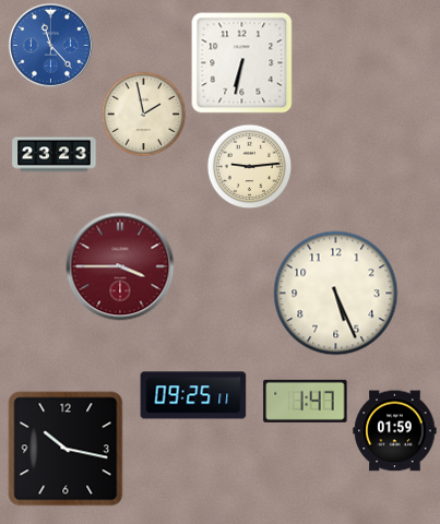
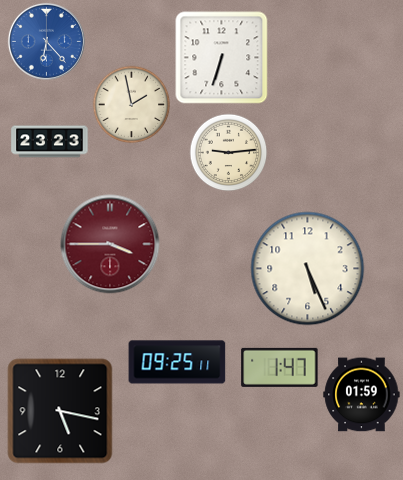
clock at (50, 45): 11:23 -> 6:23
clock at (242, 63): 6:32 -> 6:33
clock at (66, 449): 10:17 -> 5:17
